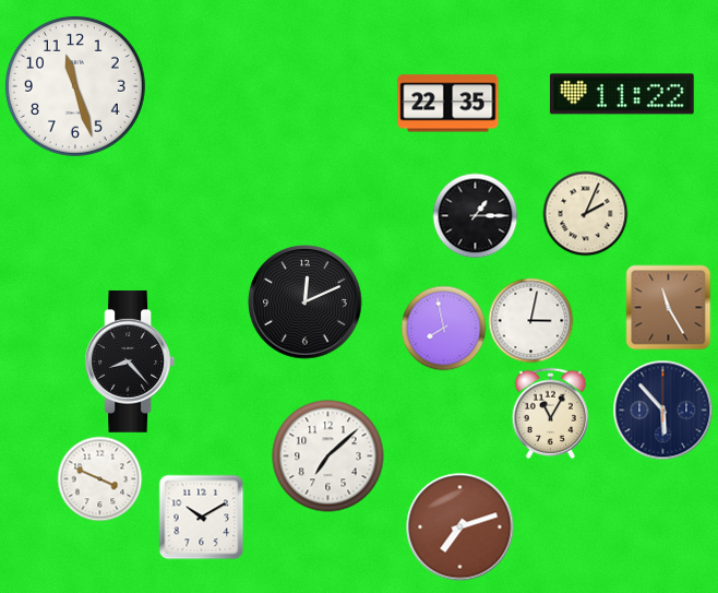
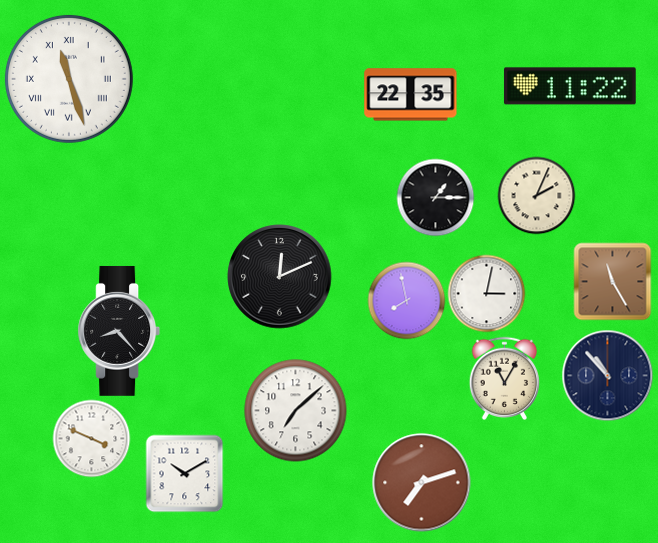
clock at (75, 86) numerals: Arabic -> Roman
clock at (662, 410): 5:53 -> 10:53
clock at (328, 456) position: (328, 456) -> (296, 411)
